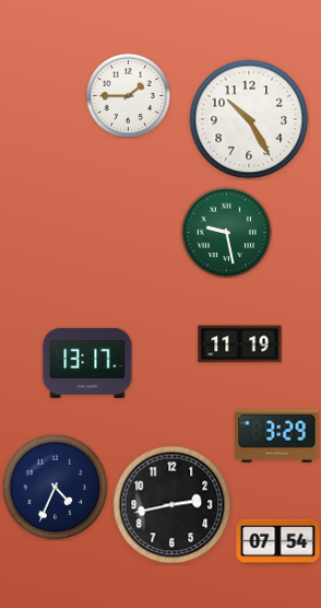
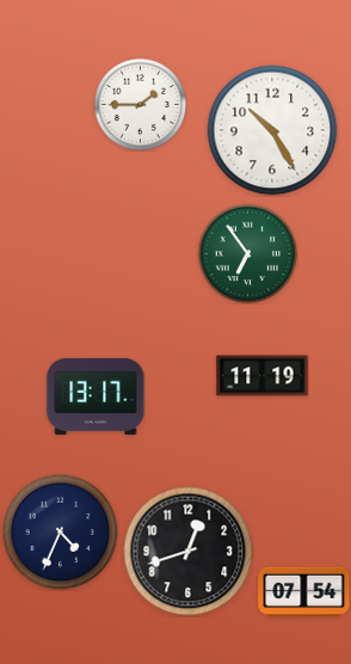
clock at (226, 232): 9:28 -> 6:54
clock at (277, 436): 3:29 -> none
clock at (173, 505): 2:43 -> 12:42
